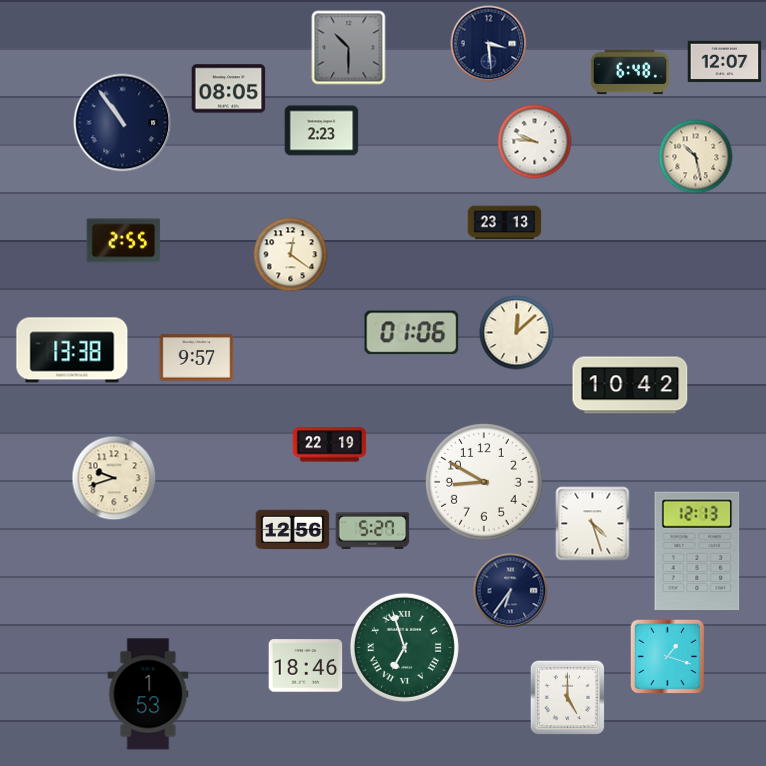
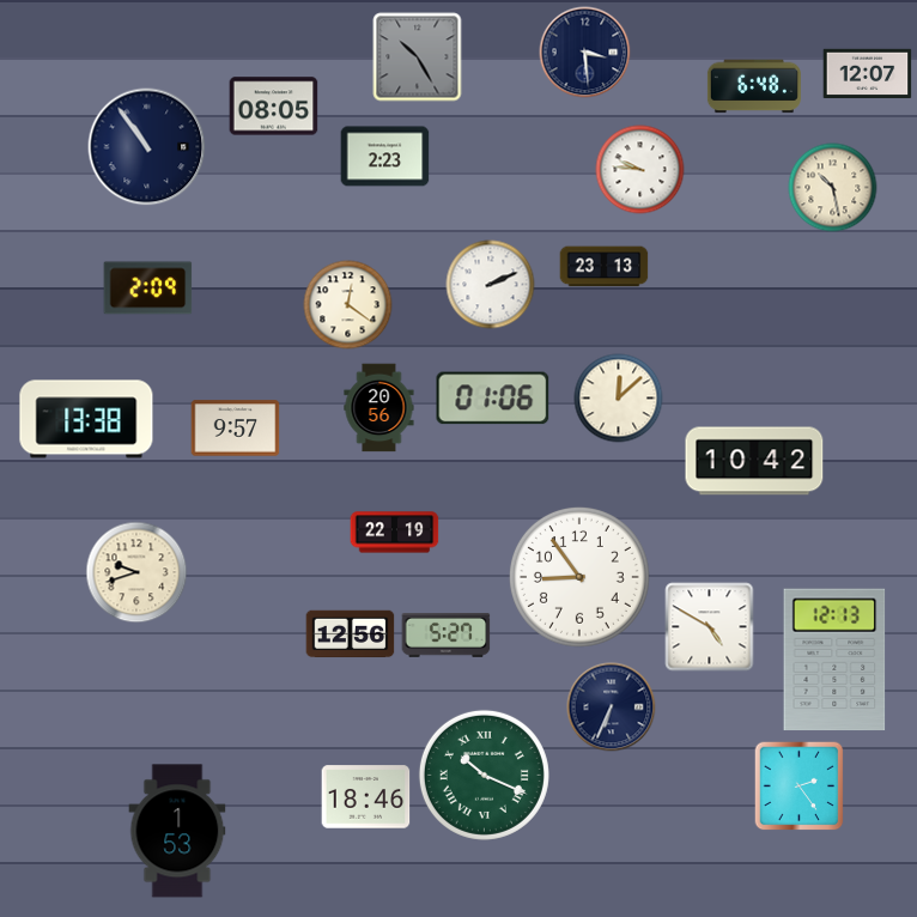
clock at (349, 48): 10:30 -> 10:25
clock at (491, 285): none -> 2:11
clock at (124, 241): 2:55 -> 2:09
clock at (379, 408): none -> 20:56
clock at (484, 482): 8:50 -> 8:54
clock at (593, 524): 4:27 -> 4:50
clock at (511, 591): 6:36 -> 6:34
clock at (404, 647): 6:57 -> 10:19
clock at (668, 657): 1:18 -> 2:24
clock at (568, 698): 5:00 -> none
